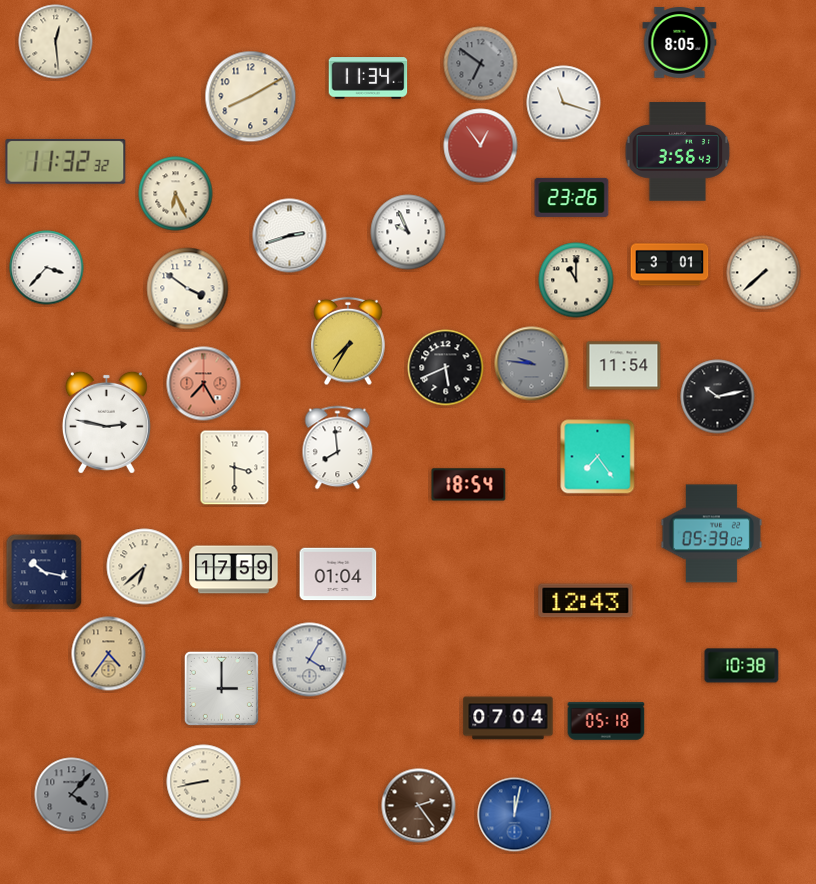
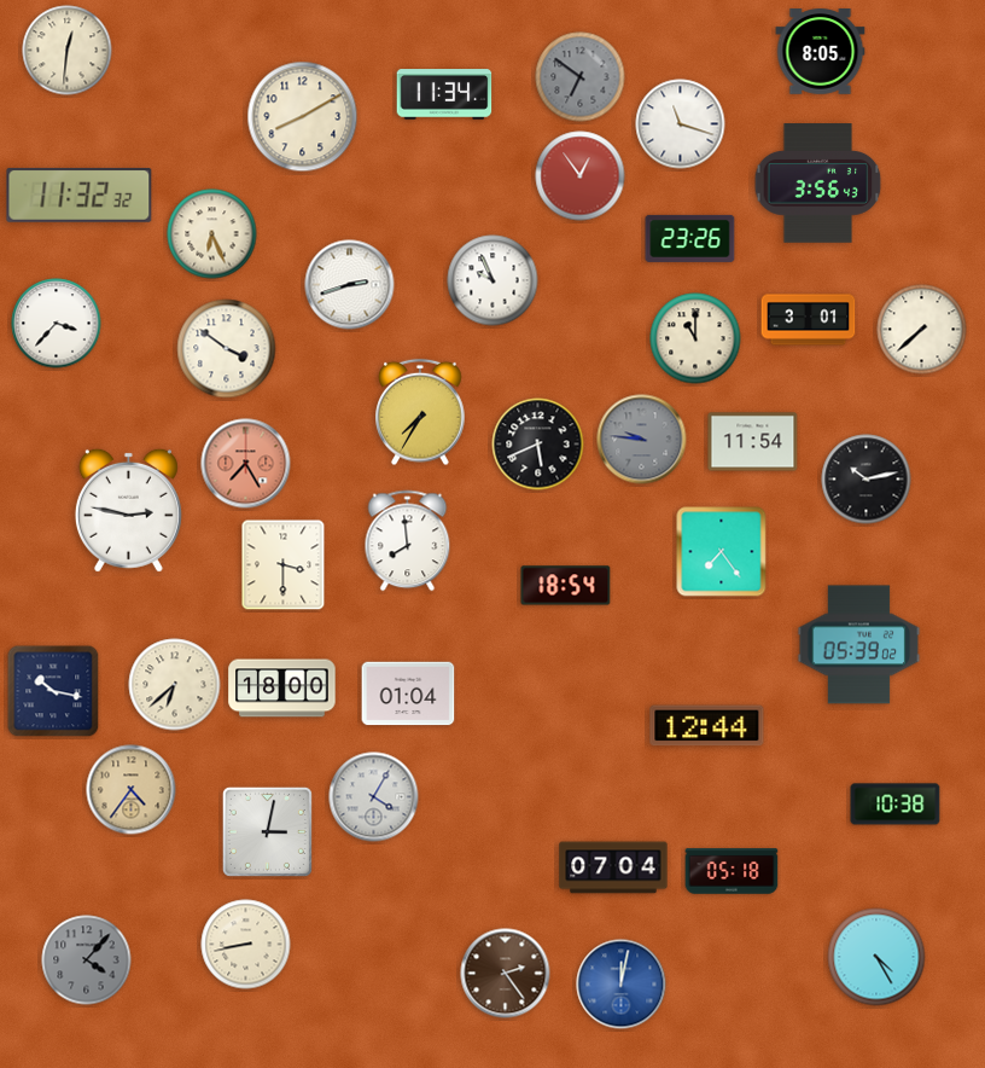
clock at (56, 42): 12:29 -> 12:31
clock at (234, 570): 17:59 -> 18:00
clock at (586, 601): 12:43 -> 12:44
clock at (221, 688): 3:00 -> 3:02
clock at (876, 957): none -> 4:25
